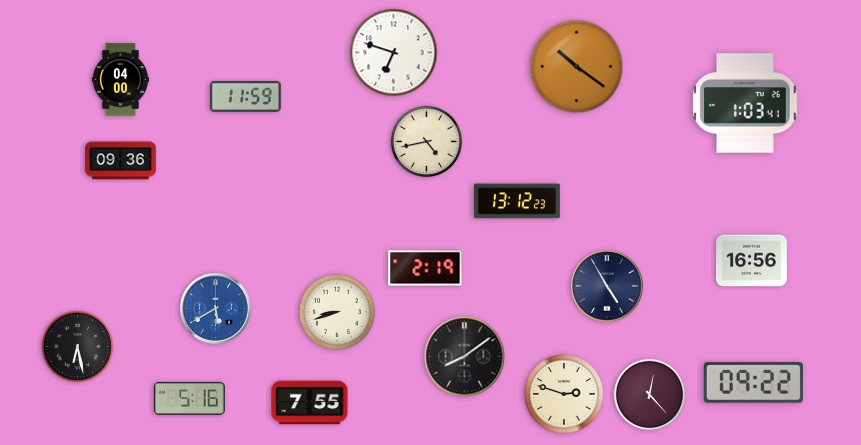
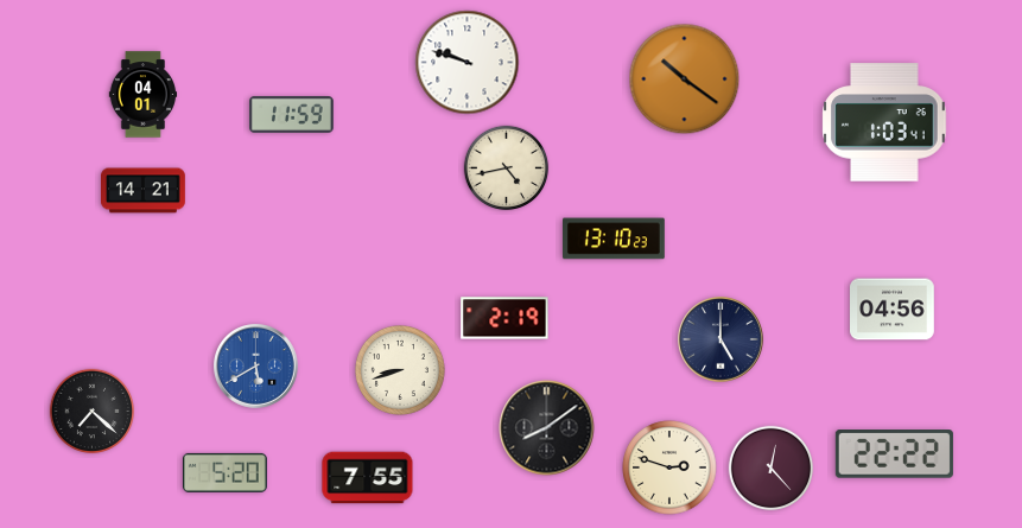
clock at (394, 53): 6:48 -> 9:48
clock at (121, 80): 04:00 -> 04:01
clock at (121, 161): 09:36 -> 14:21
clock at (517, 201): 13:12 -> 13:10
clock at (752, 261): 16:56 -> 04:56
clock at (607, 286): 4:55 -> 5:00
clock at (78, 347): 6:28 -> 7:22
clock at (465, 357) position: (465, 357) -> (547, 428)
clock at (753, 383): 09:22 -> 22:22
clock at (189, 398): 5:16 -> 5:20
